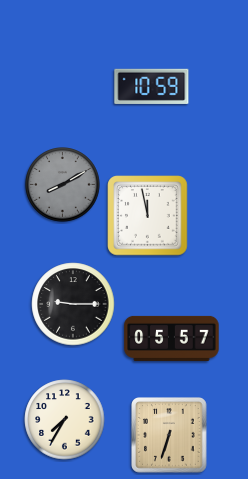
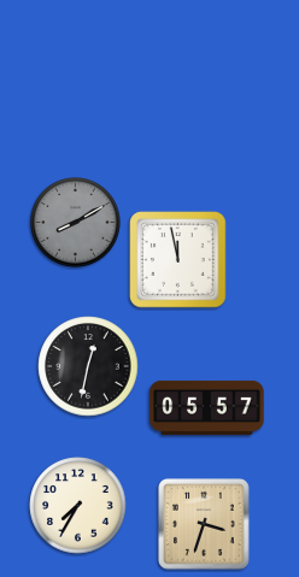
clock at (152, 86): 10:59 -> none
clock at (73, 304): 9:15 -> 12:32
clock at (169, 435): 6:33 -> 3:33
